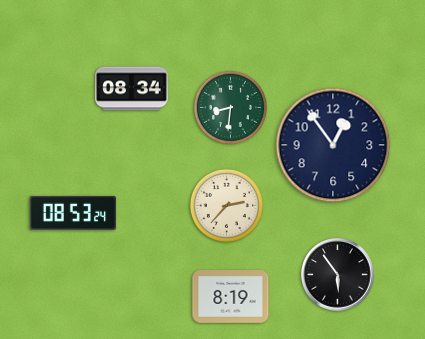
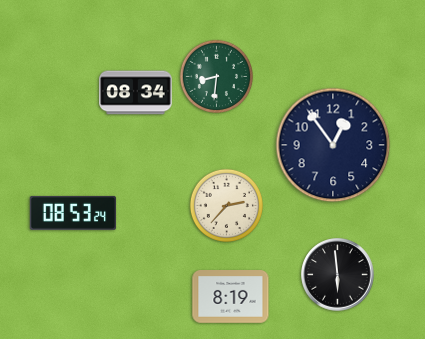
clock at (132, 89) position: (132, 89) -> (136, 93)
clock at (230, 107) position: (230, 107) -> (216, 76)
clock at (338, 275): 5:54 -> 5:59
